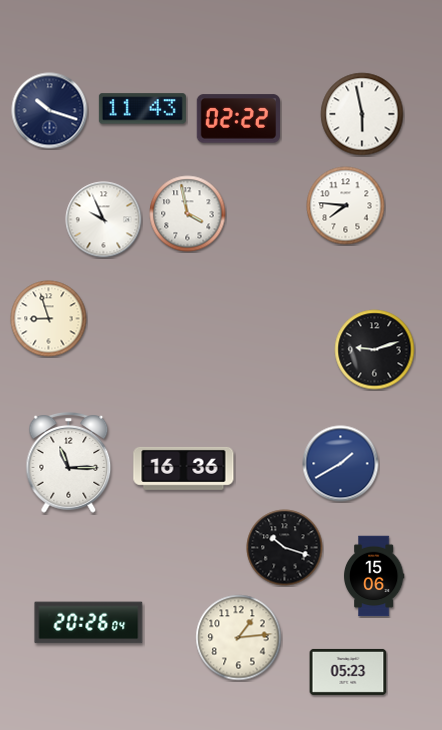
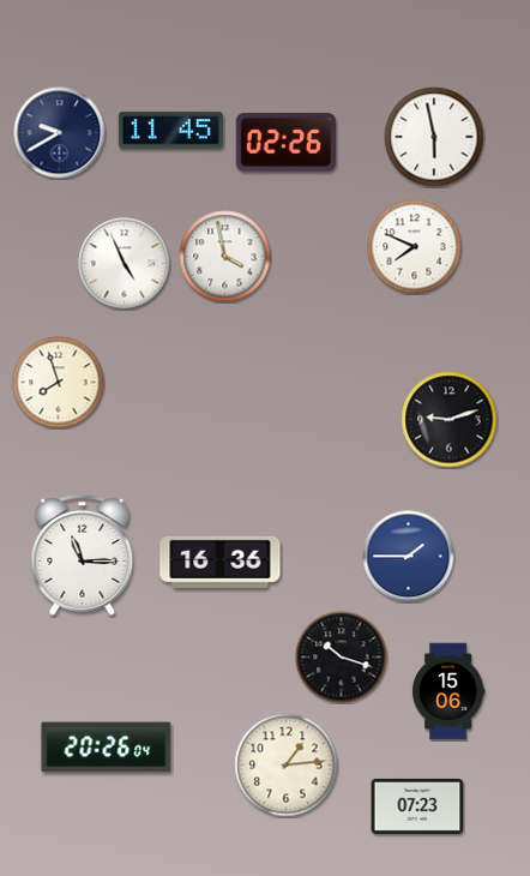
clock at (142, 109): 11:43 -> 11:45
clock at (50, 111): 10:18 -> 9:40
clock at (238, 119): 02:22 -> 02:26
clock at (346, 206): 7:46 -> 7:49
clock at (104, 220): 9:56 -> 4:56
clock at (49, 319): 8:57 -> 7:57
clock at (341, 464): 1:40 -> 1:45
clock at (348, 672): 05:23 -> 07:23
